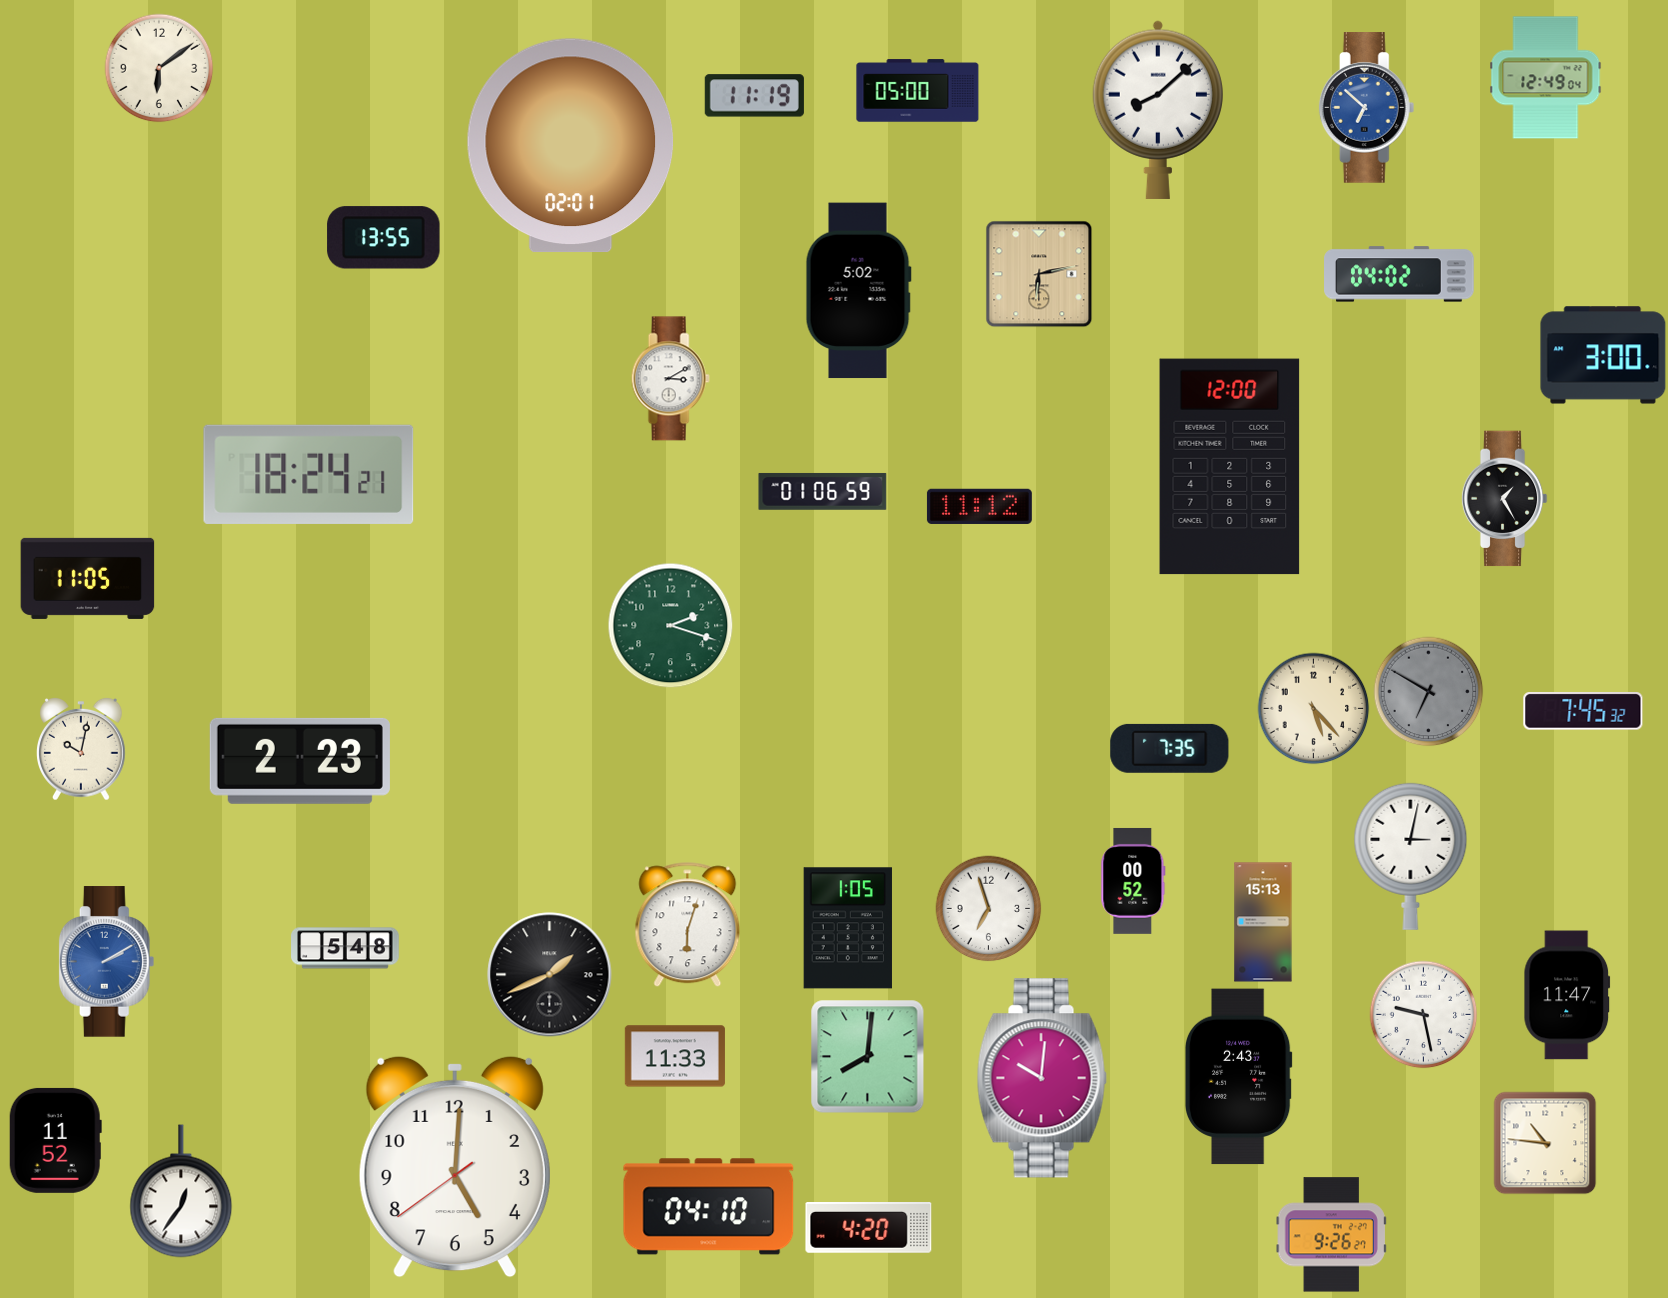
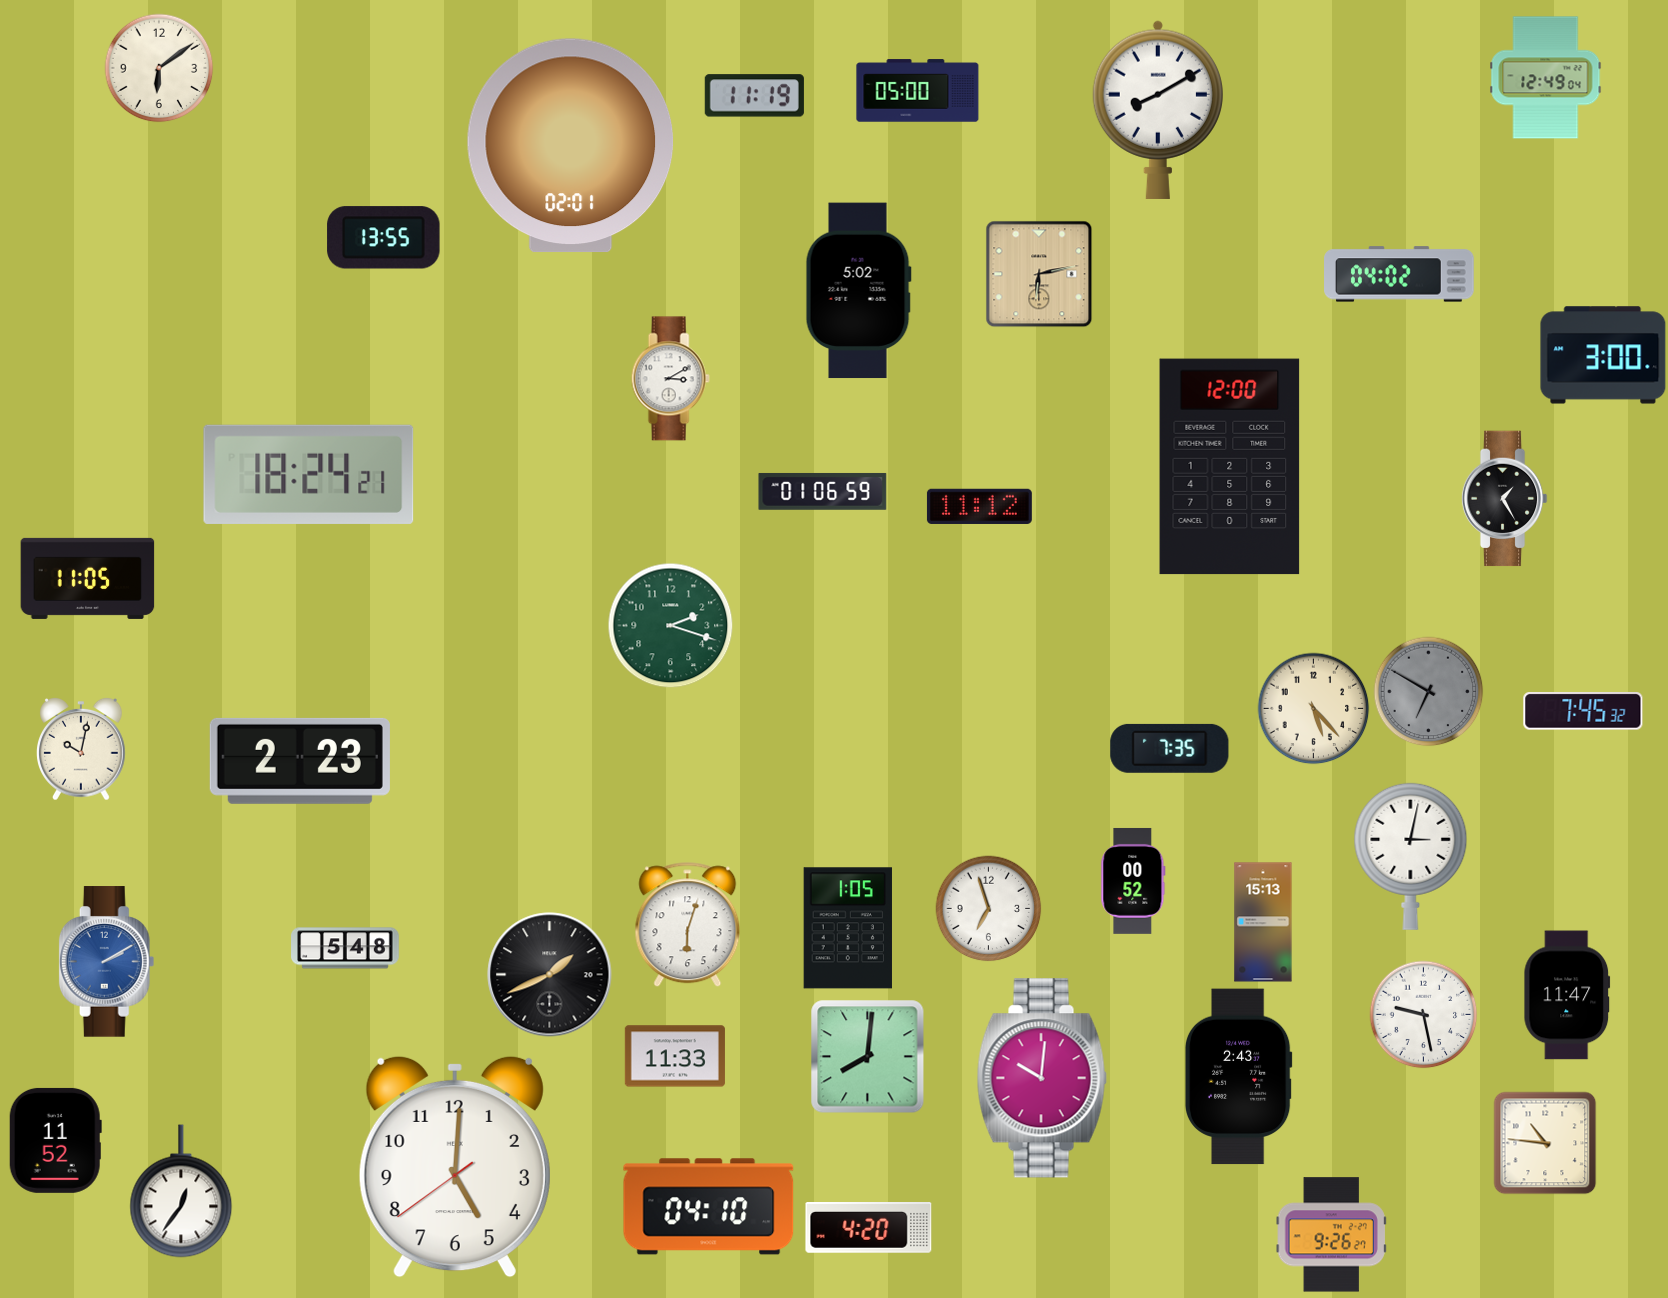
clock at (1367, 108): 6:52 -> none
clock at (1158, 110): 8:08 -> 8:10
